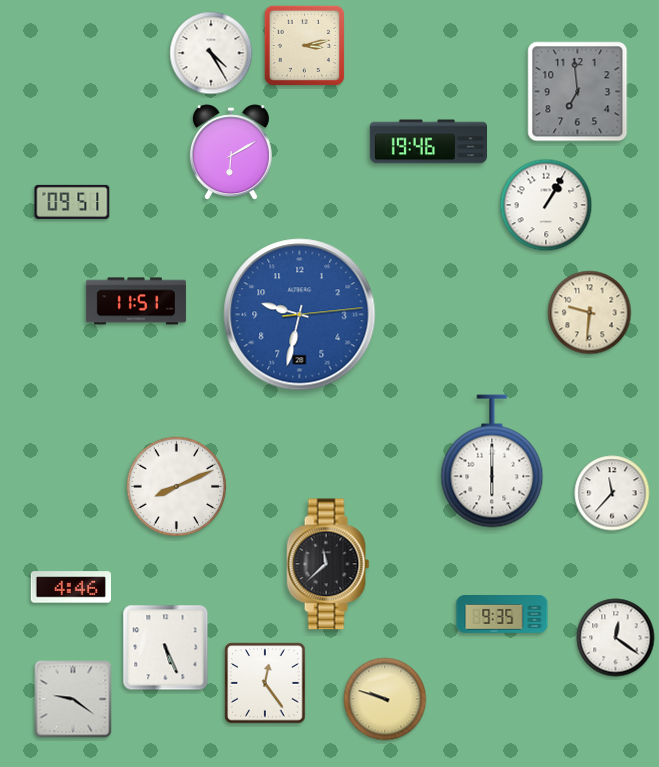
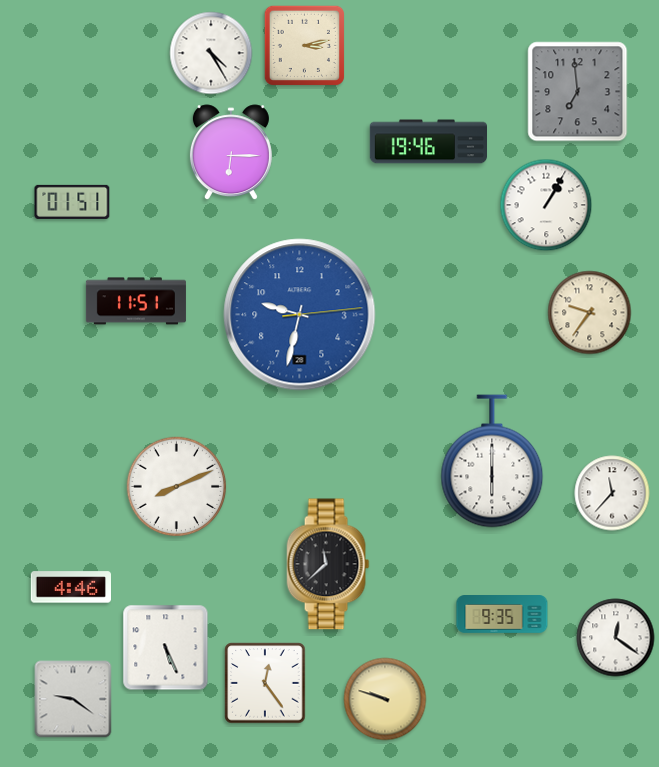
clock at (231, 153): 6:10 -> 6:15
clock at (72, 202): 09:51 -> 01:51
clock at (590, 313): 9:31 -> 9:36
